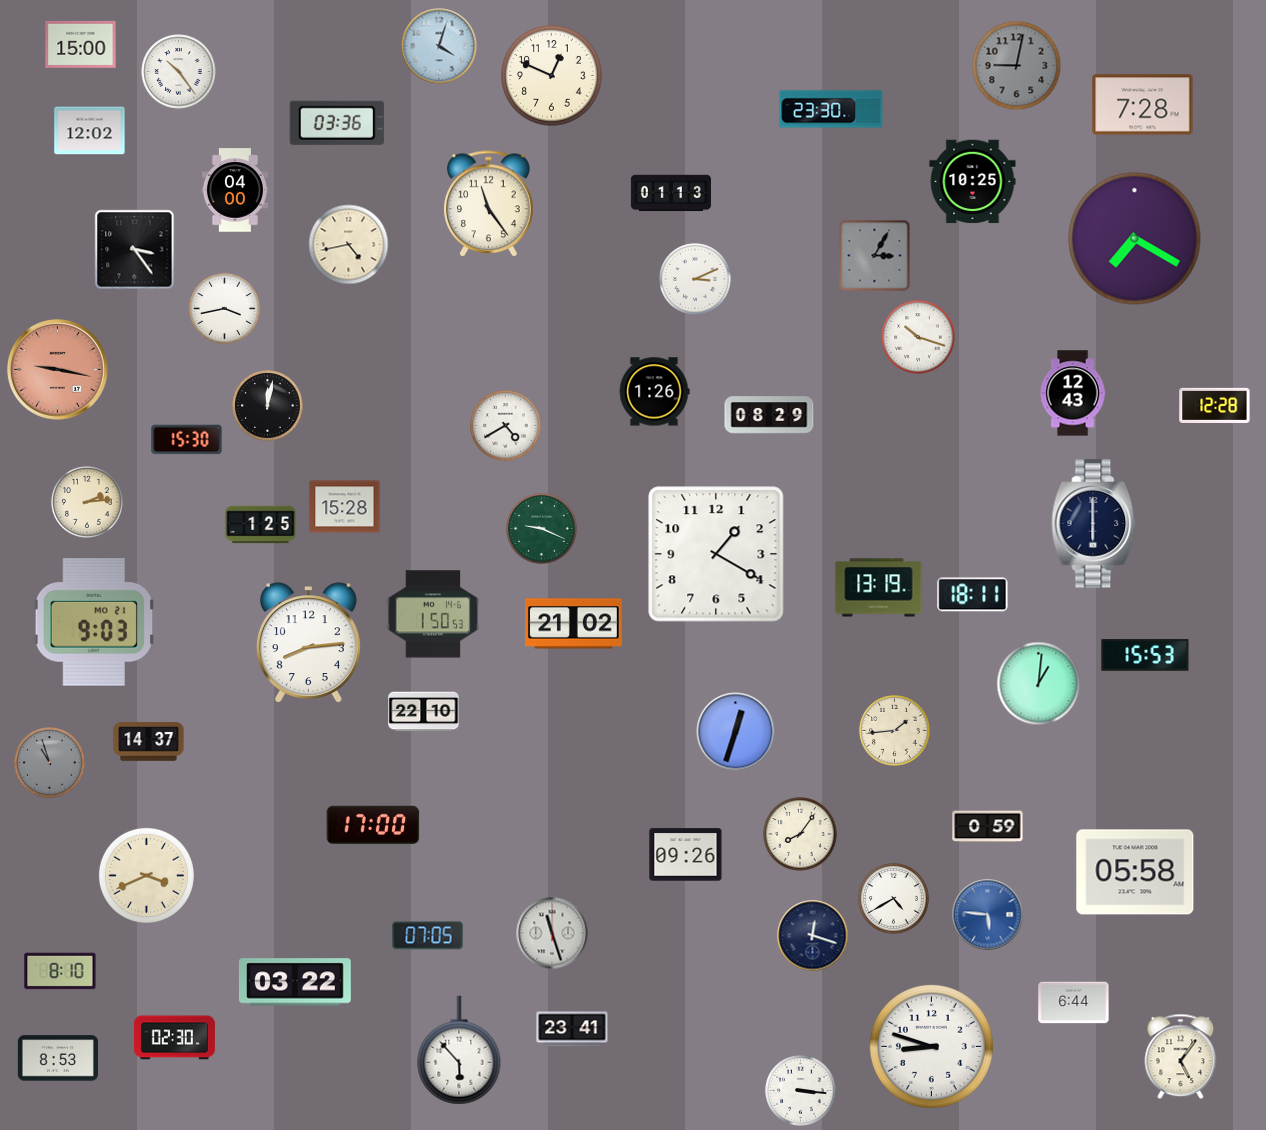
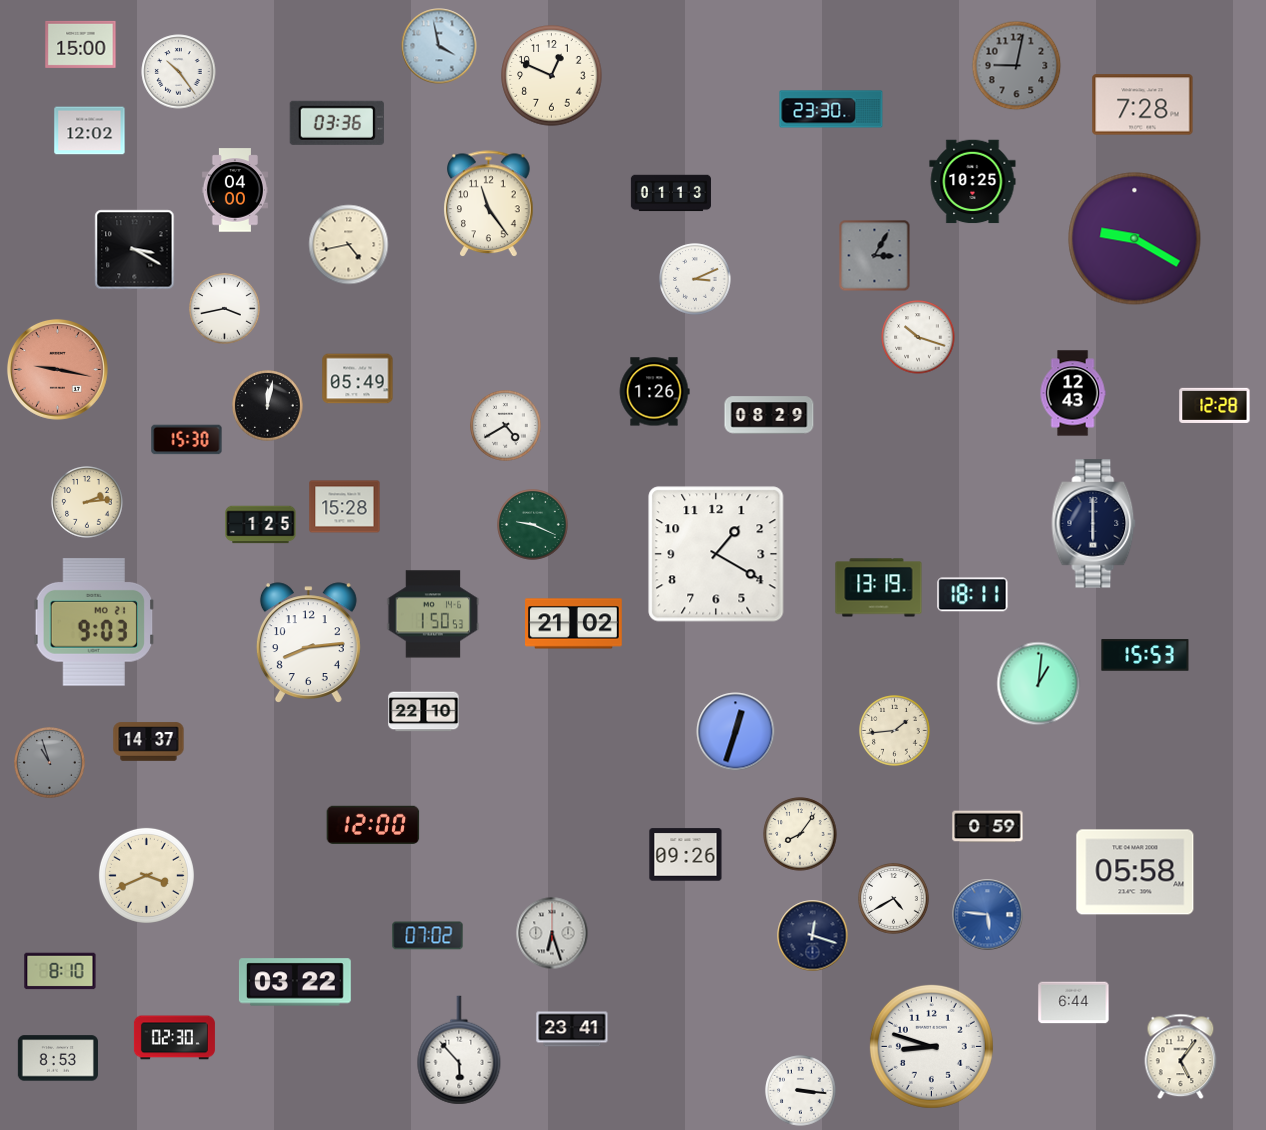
clock at (439, 46): 4:03 -> 3:58
clock at (1135, 239): 7:20 -> 9:20
clock at (135, 250): 3:24 -> 3:20
clock at (358, 379): none -> 05:49
clock at (542, 529) position: (542, 529) -> (533, 525)
clock at (373, 825): 17:00 -> 12:00
clock at (552, 933): 11:27 -> 6:27
clock at (428, 936): 07:05 -> 07:02
